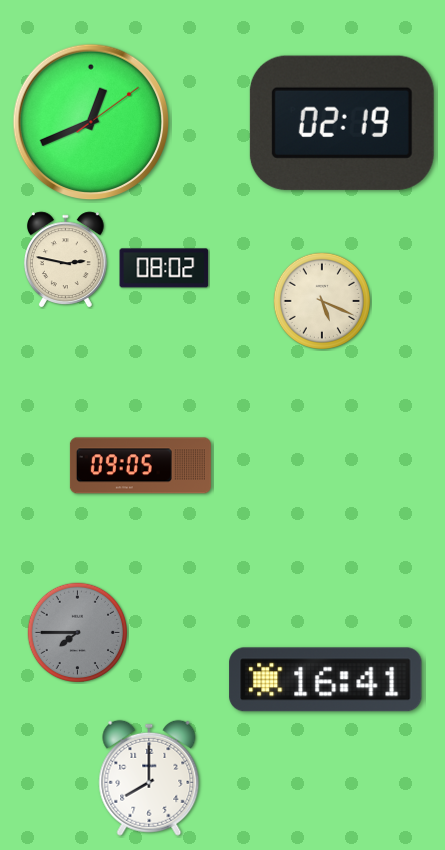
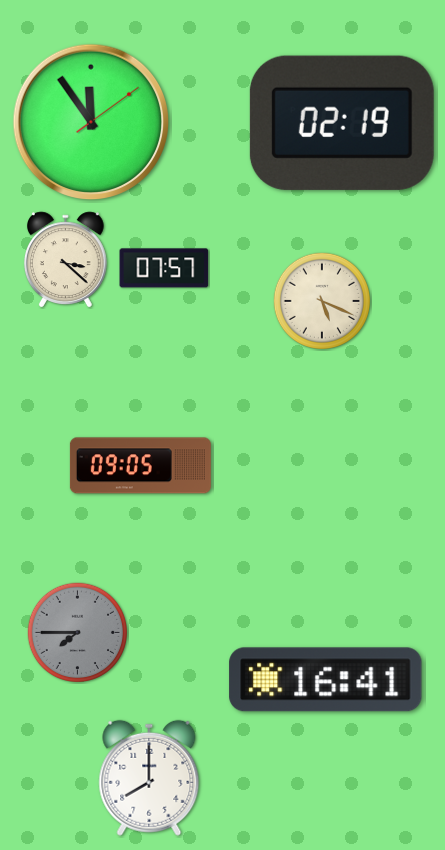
clock at (91, 122): 12:41 -> 11:54
clock at (65, 260): 2:47 -> 3:22
clock at (164, 268): 08:02 -> 07:57
